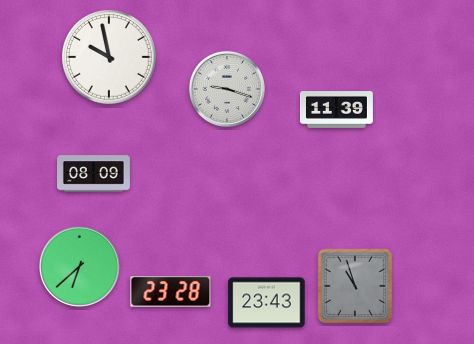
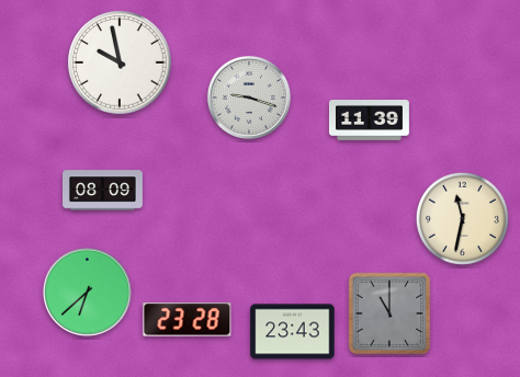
clock at (462, 218): none -> 11:32
clock at (355, 286): 10:57 -> 11:00
